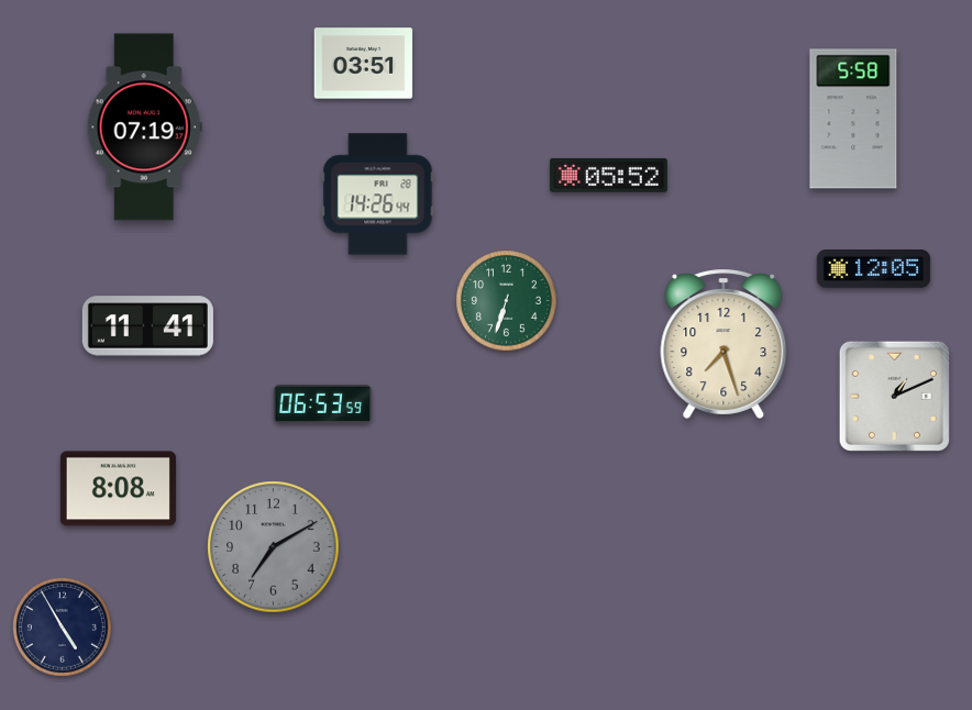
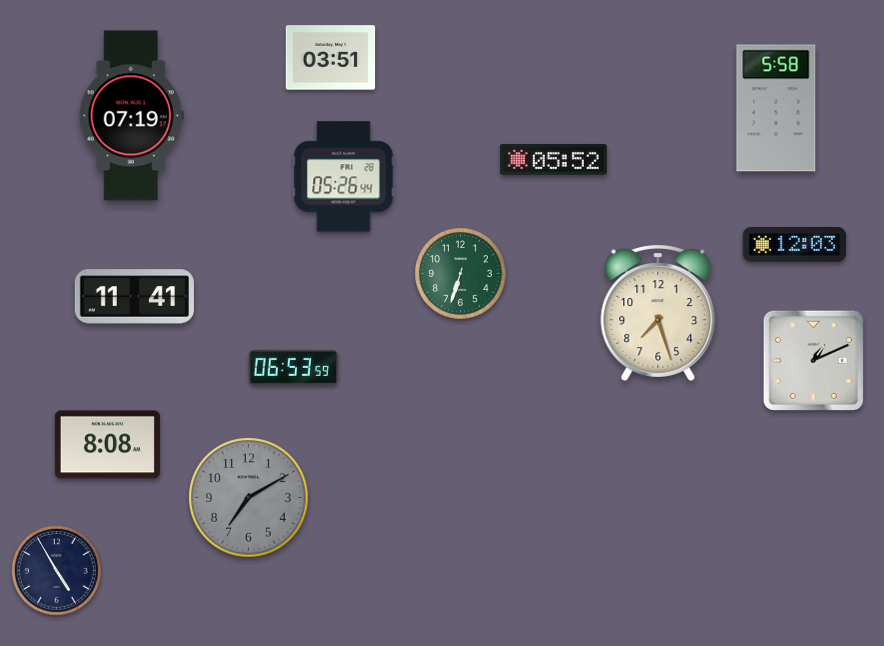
clock at (378, 195): 14:26 -> 05:26
clock at (874, 269): 12:05 -> 12:03
